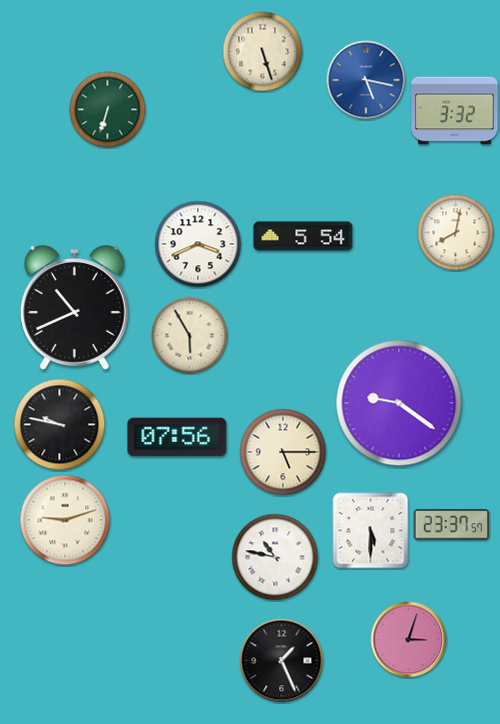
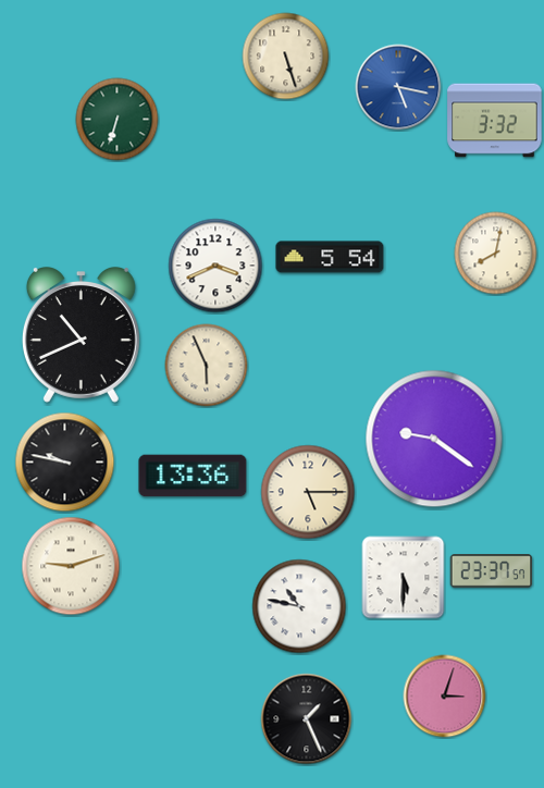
clock at (190, 336): 5:55 -> 5:56
clock at (177, 437): 07:56 -> 13:36
